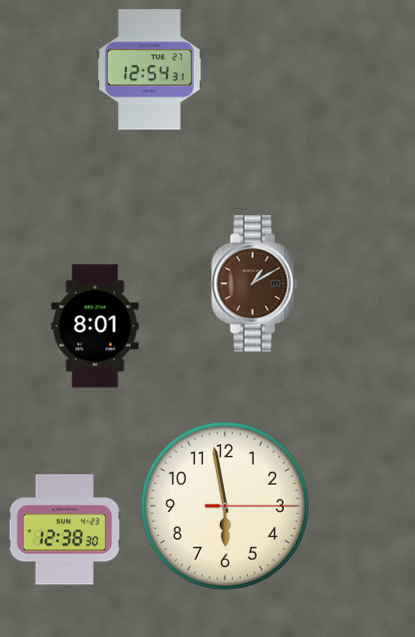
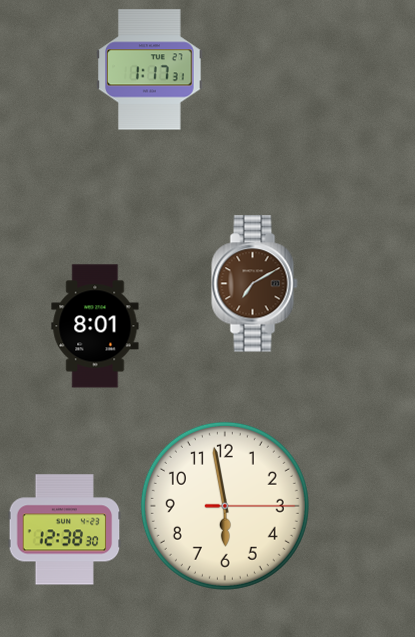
clock at (150, 70): 12:54 -> 1:17
clock at (255, 284): 1:10 -> 7:10
